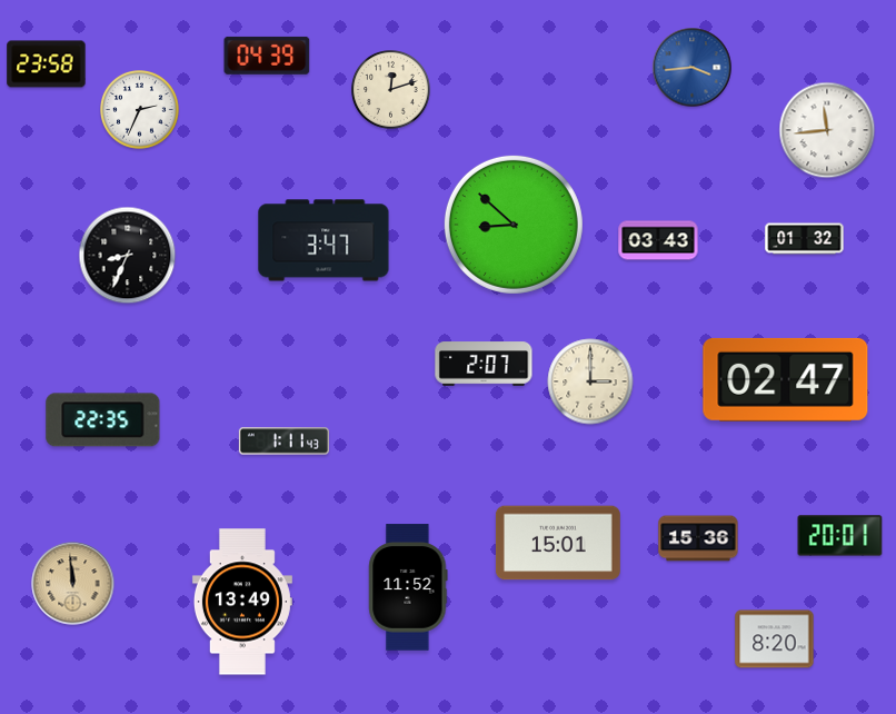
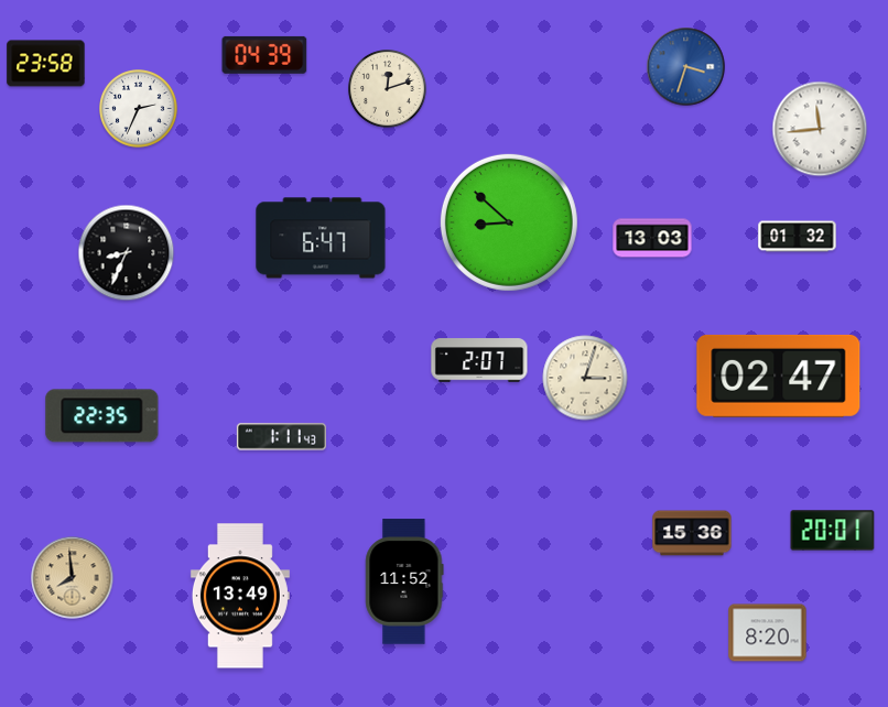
clock at (693, 68): 3:44 -> 3:33
clock at (323, 240): 3:47 -> 6:47
clock at (658, 240): 03:43 -> 13:03
clock at (590, 381): 3:00 -> 3:03
clock at (558, 543): 15:01 -> none
clock at (73, 584): 11:59 -> 7:59
